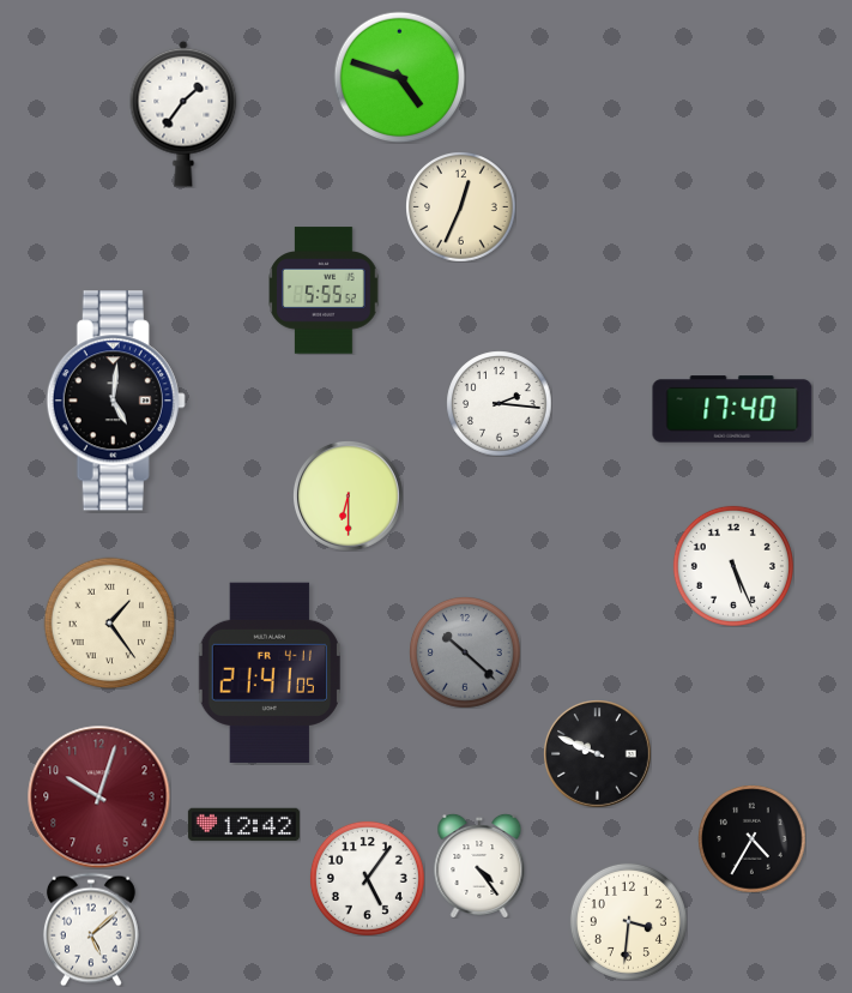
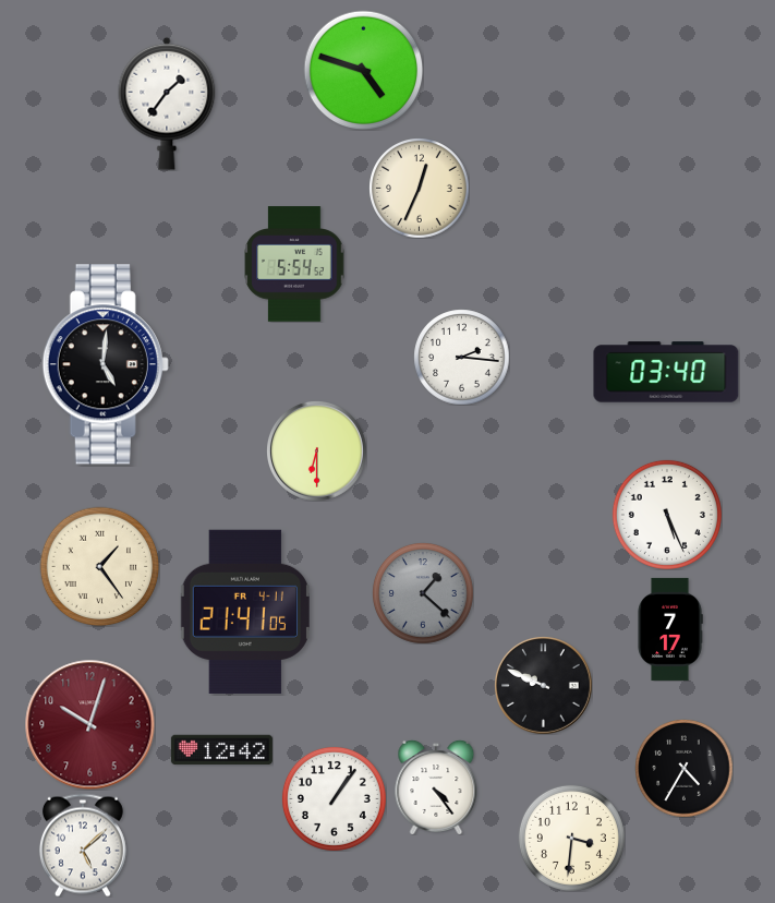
clock at (324, 290): 5:55 -> 5:54
clock at (498, 403) position: (498, 403) -> (461, 357)
clock at (732, 409): 17:40 -> 03:40
clock at (465, 652): 10:22 -> 1:22
clock at (670, 629): none -> 7:17
clock at (751, 838) position: (751, 838) -> (683, 768)
clock at (367, 878): 5:06 -> 1:06
